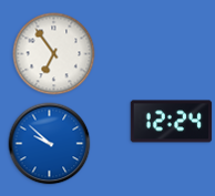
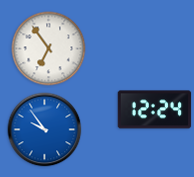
clock at (50, 144): 9:52 -> 9:54
